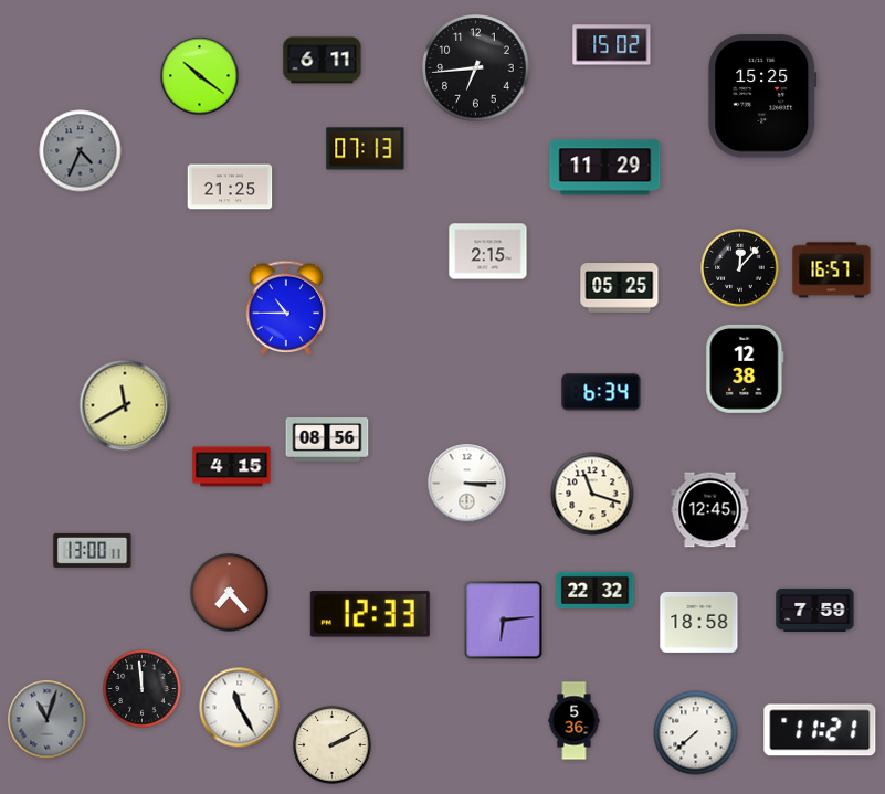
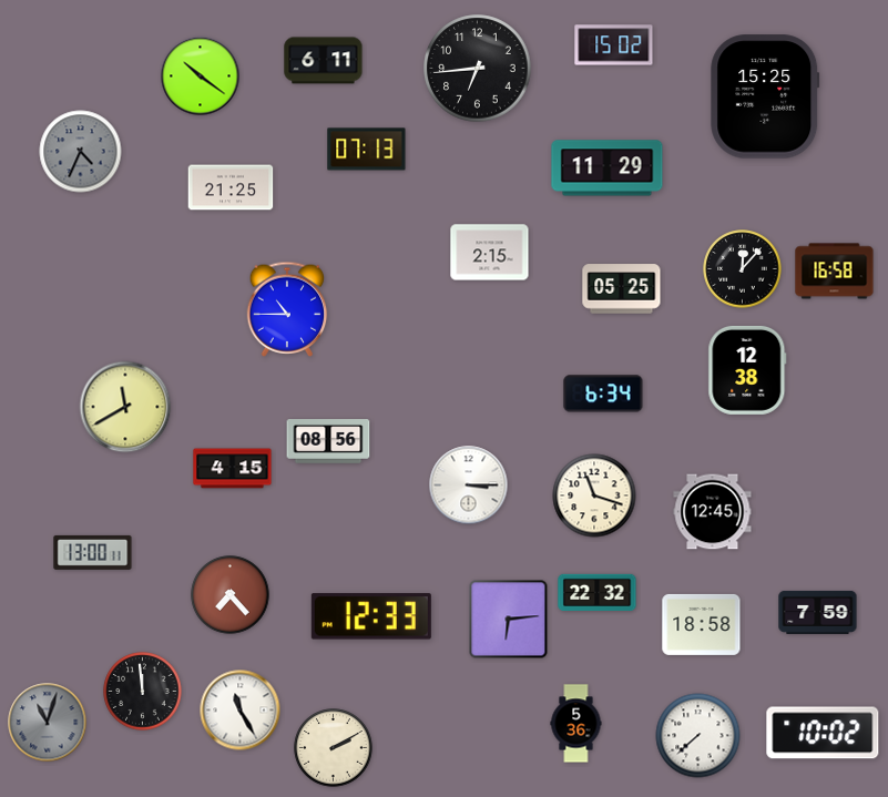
clock at (832, 271): 16:57 -> 16:58
clock at (504, 621) position: (504, 621) -> (509, 620)
clock at (820, 730): 11:21 -> 10:02
